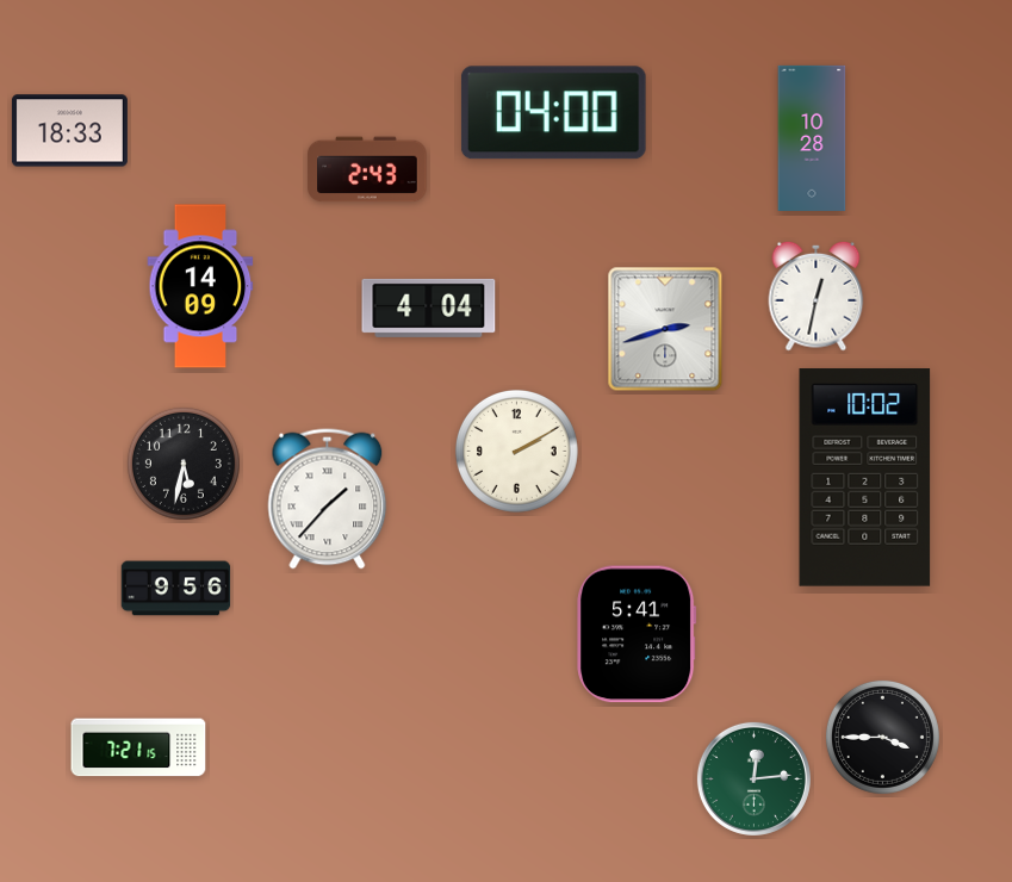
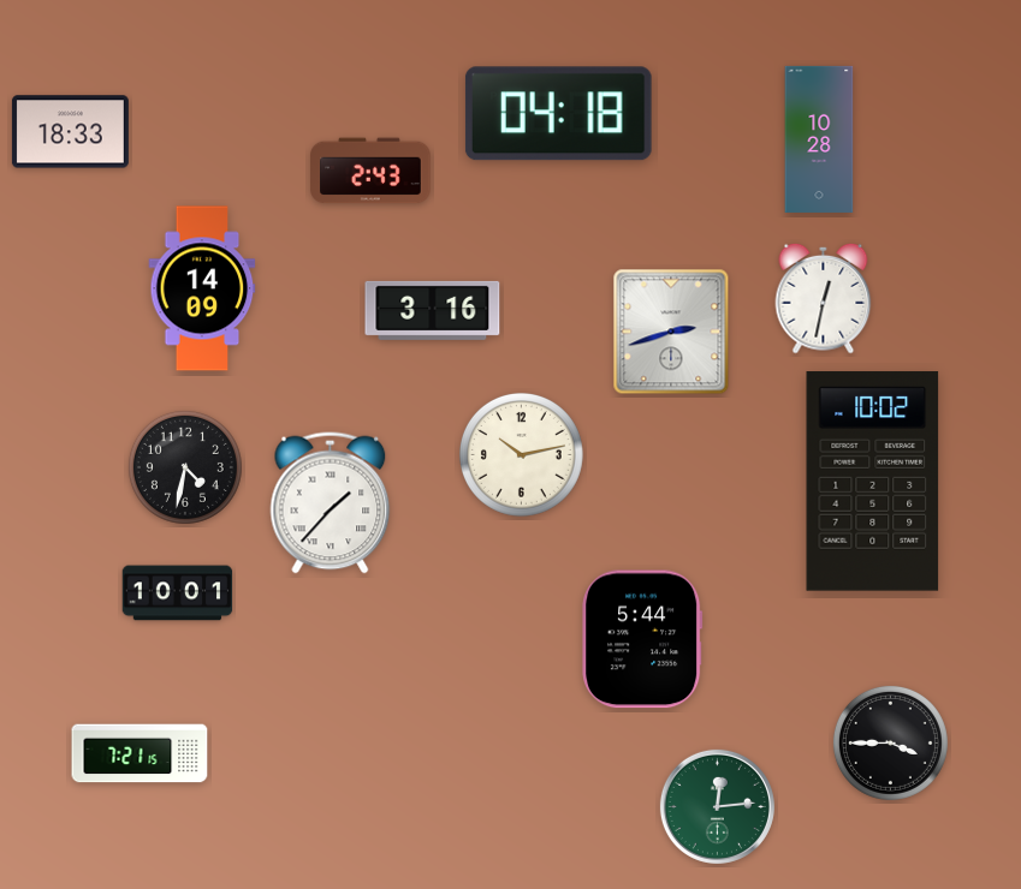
clock at (553, 113): 04:00 -> 04:18
clock at (429, 308): 4:04 -> 3:16
clock at (516, 451): 2:10 -> 10:13
clock at (184, 464): 5:32 -> 4:32
clock at (176, 589): 9:56 -> 10:01
clock at (637, 634): 5:41 -> 5:44
clock at (753, 778) position: (753, 778) -> (717, 806)
